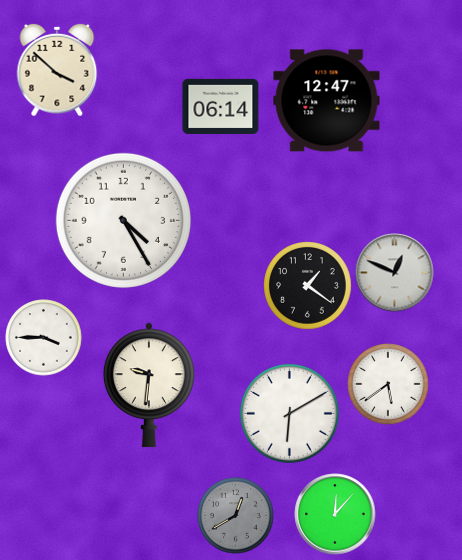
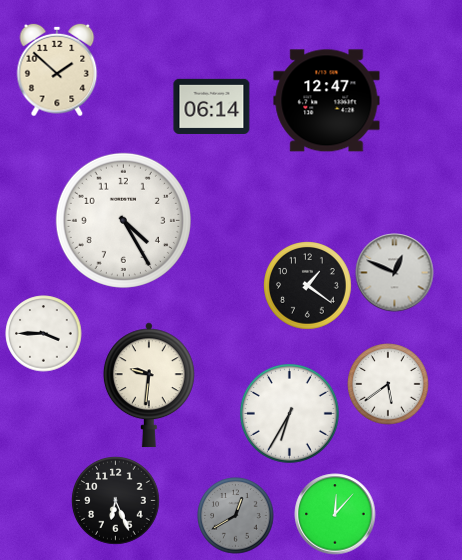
clock at (57, 70): 3:52 -> 1:52
clock at (221, 106) position: (221, 106) -> (212, 106)
clock at (44, 338) position: (44, 338) -> (44, 334)
clock at (289, 413): 6:10 -> 6:35
clock at (116, 501): none -> 6:26
